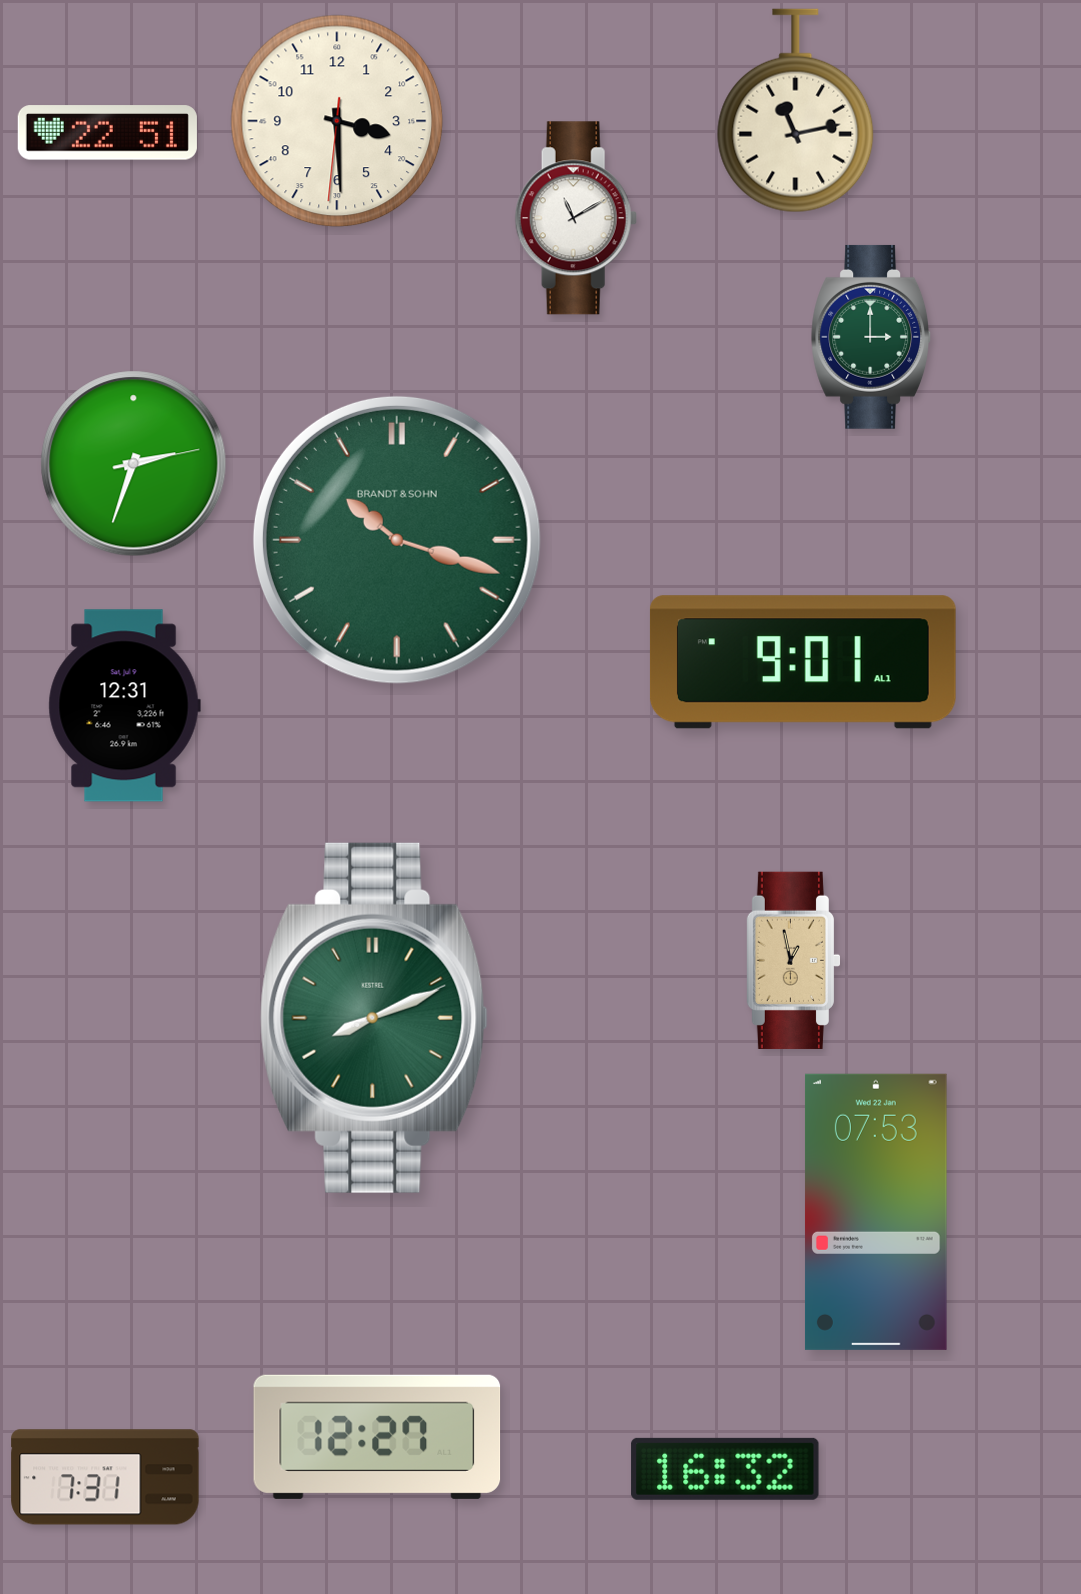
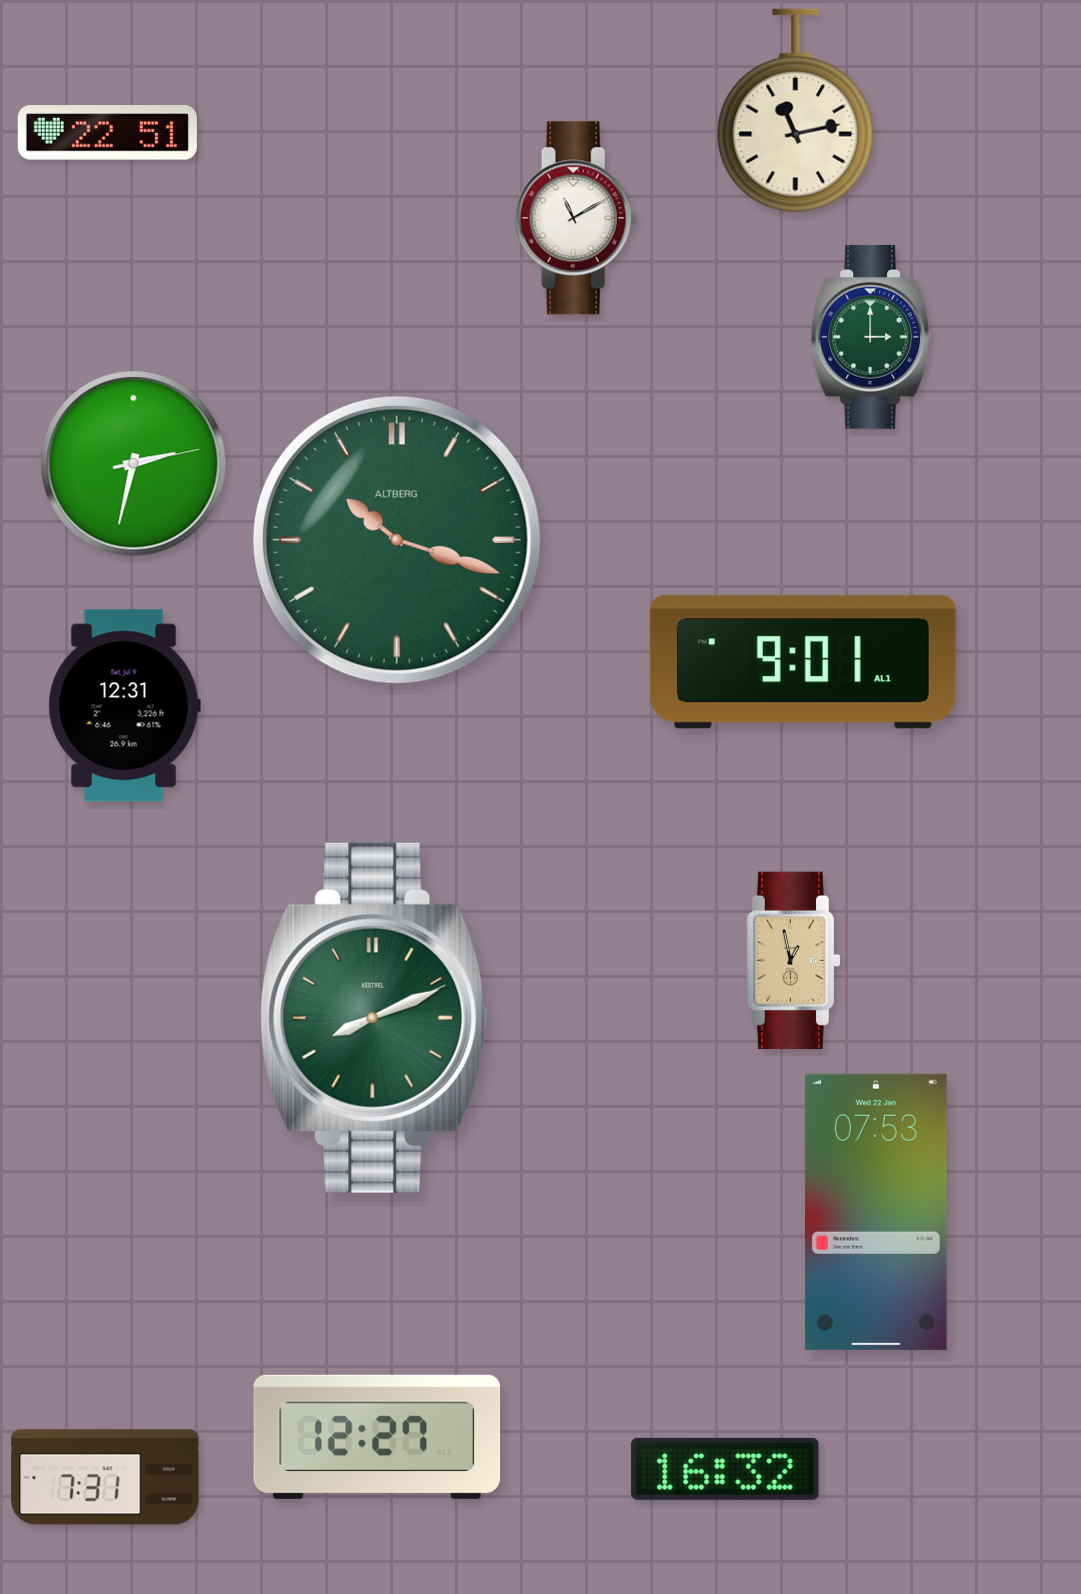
clock at (337, 121): 3:29 -> none
clock at (134, 464): 2:33 -> 2:32
clock at (397, 540) brand: BRANDT & SOHN -> ALTBERG
